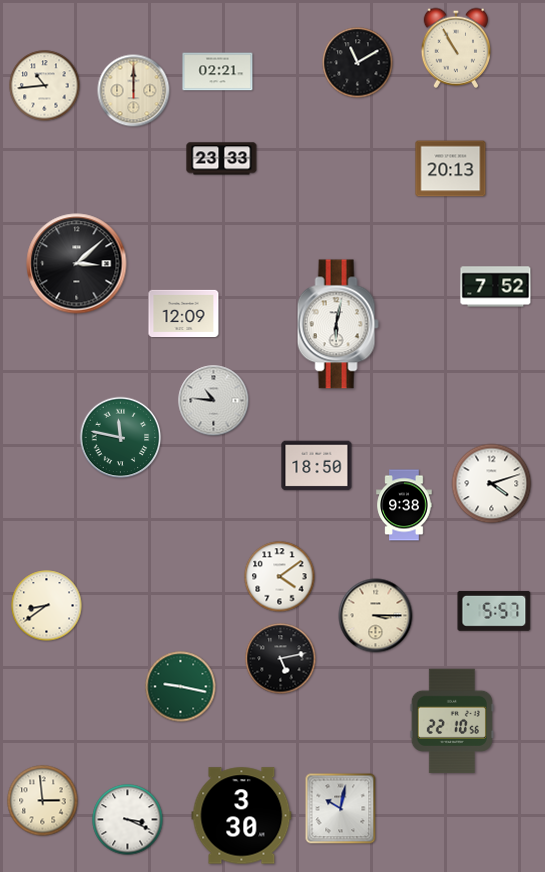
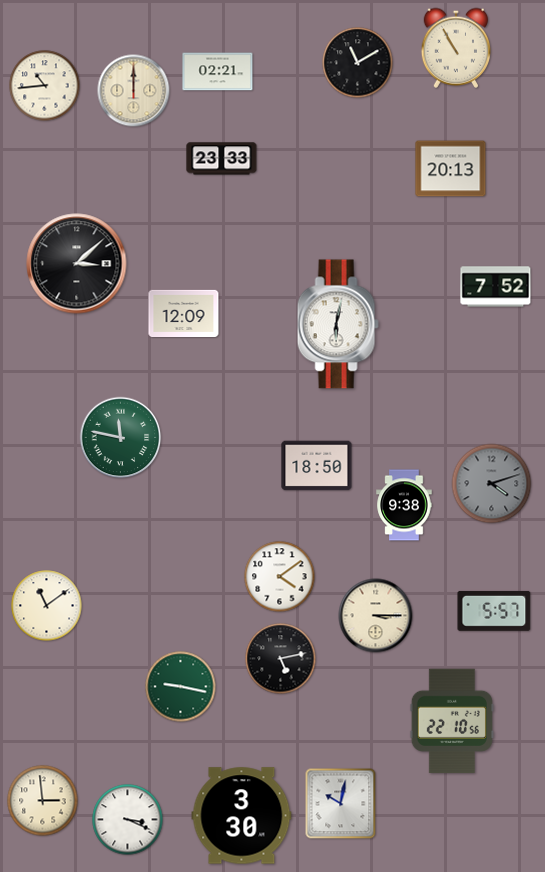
clock at (214, 401): 10:46 -> none
clock at (492, 484) dial: white -> grey
clock at (47, 606): 8:39 -> 11:09
clock at (341, 809) position: (341, 809) -> (341, 804)
